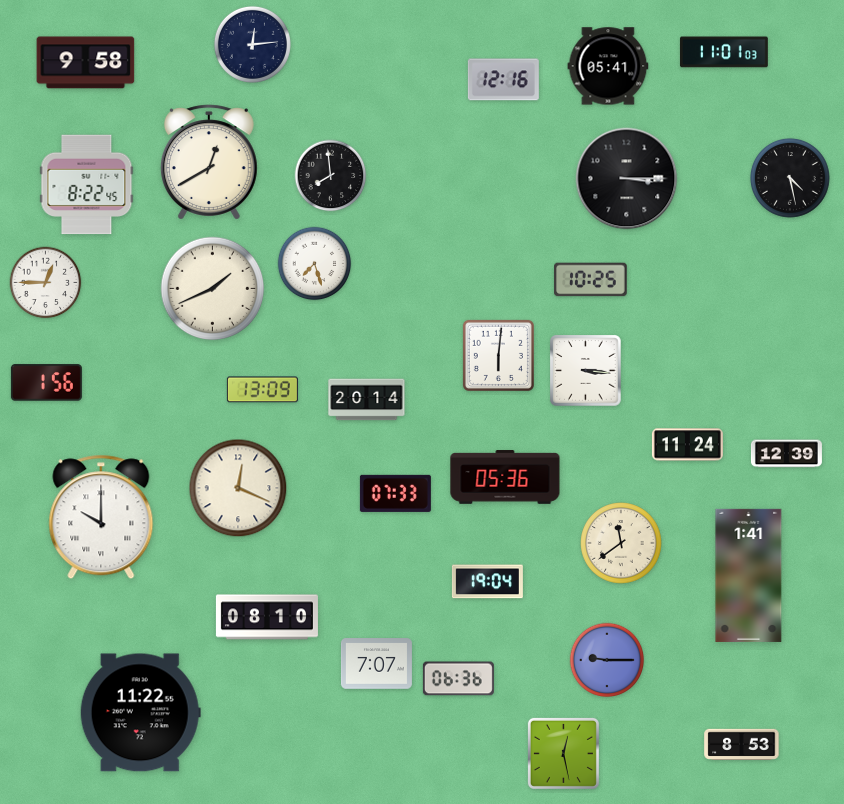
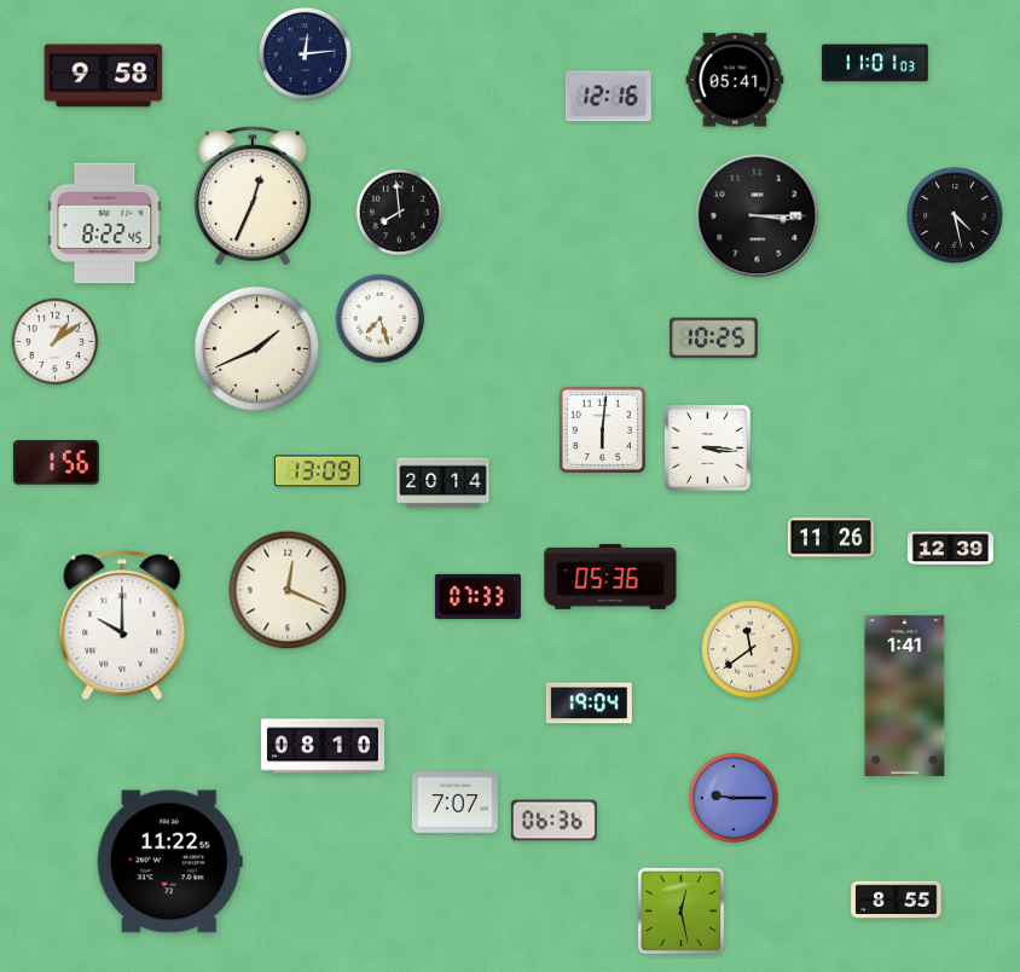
clock at (209, 162): 12:40 -> 12:34
clock at (46, 283): 12:45 -> 1:09
clock at (687, 445): 11:24 -> 11:26
clock at (621, 543) position: (621, 543) -> (750, 649)
clock at (742, 744): 8:53 -> 8:55
